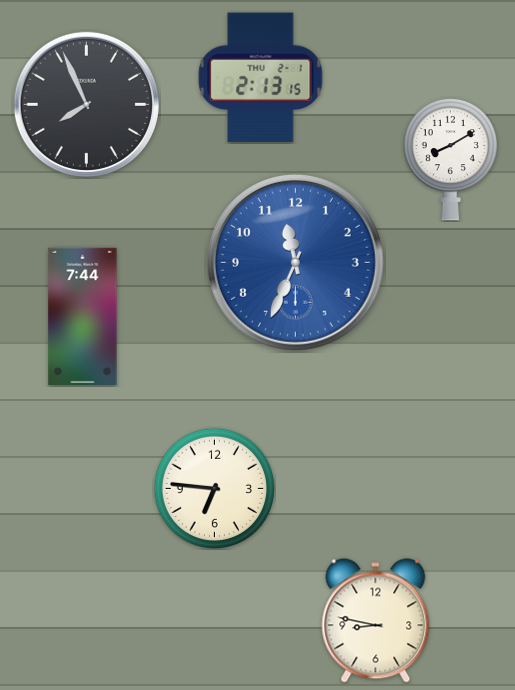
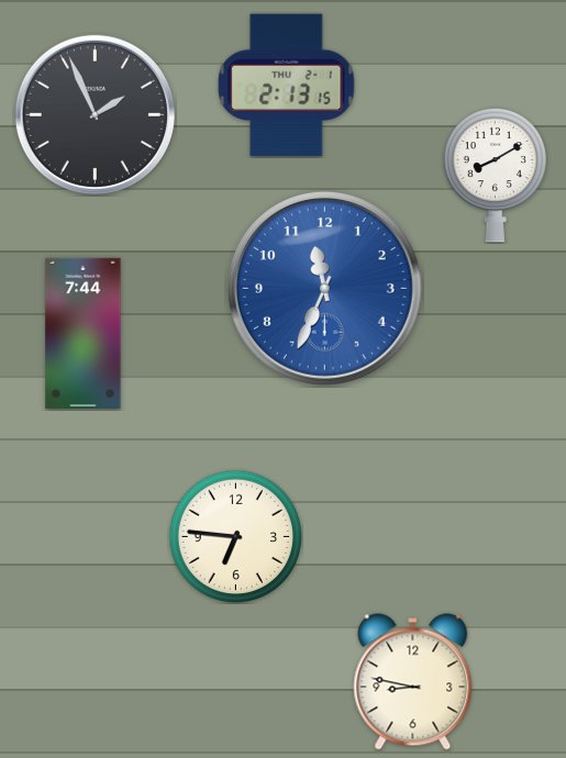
clock at (86, 104): 7:56 -> 1:56
clock at (83, 316) position: (83, 316) -> (84, 333)
